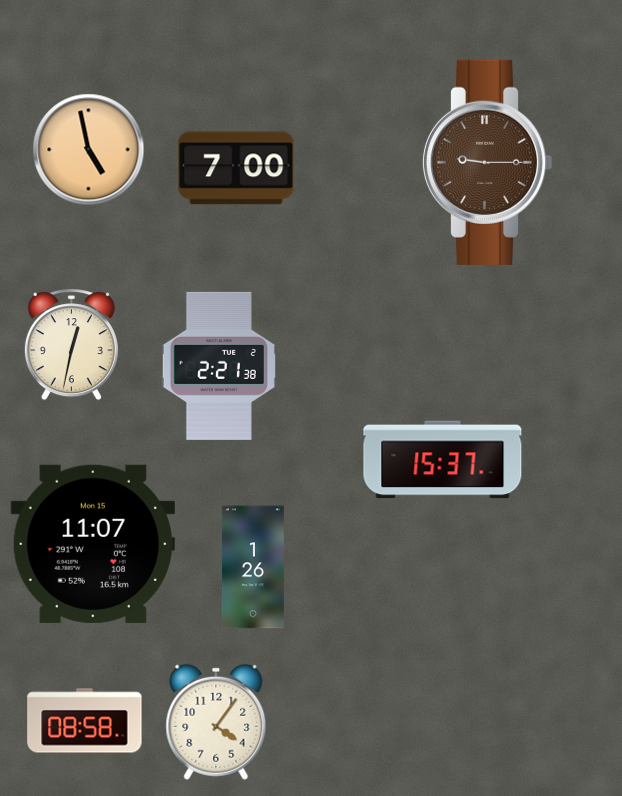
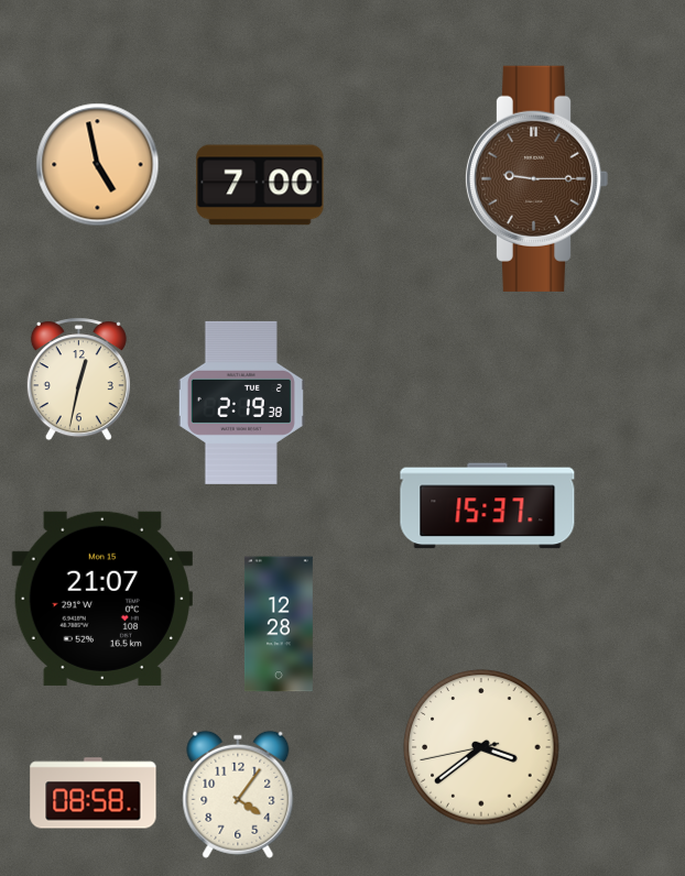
clock at (219, 366): 2:21 -> 2:19
clock at (92, 544): 11:07 -> 21:07
clock at (253, 567): 1:26 -> 12:28
clock at (481, 747): none -> 3:38
